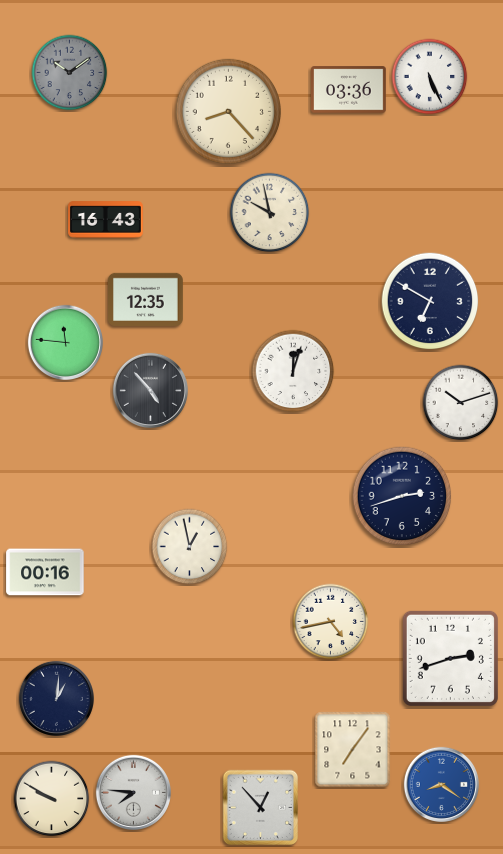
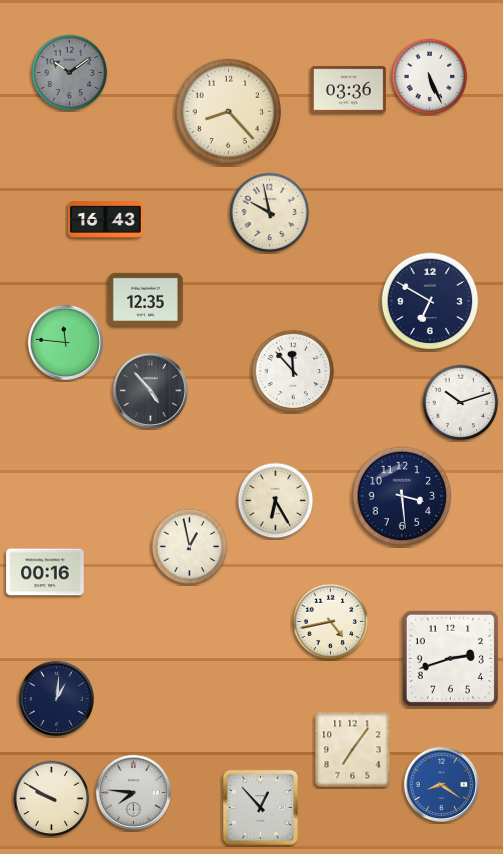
clock at (293, 371): 12:03 -> 11:53
clock at (402, 496): 2:42 -> 3:29
clock at (276, 501): none -> 6:25
